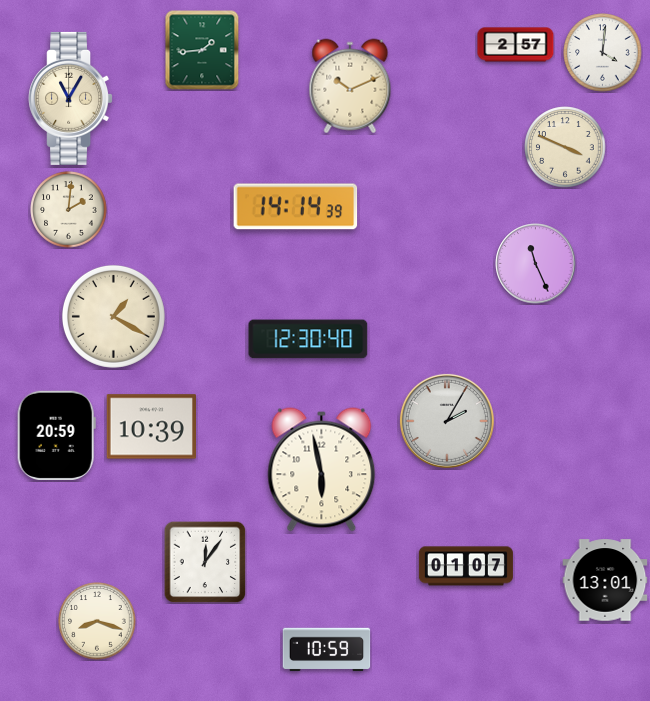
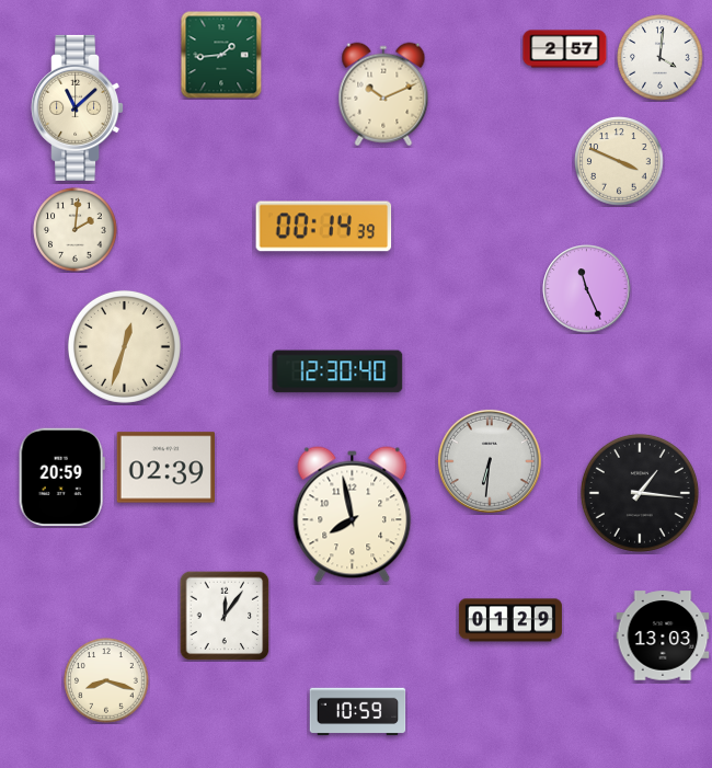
clock at (71, 98): 11:05 -> 11:08
clock at (296, 207): 14:14 -> 00:14
clock at (113, 316): 1:20 -> 12:33
clock at (447, 421): 2:05 -> 6:31
clock at (151, 427): 10:39 -> 02:39
clock at (640, 493): none -> 1:16
clock at (322, 470): 5:58 -> 7:58
clock at (466, 566): 01:07 -> 01:29
clock at (605, 580): 13:01 -> 13:03
